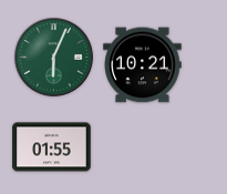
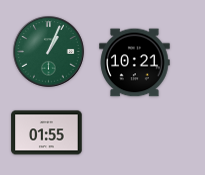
clock at (54, 58): 6:04 -> 1:04
clock at (143, 65) position: (143, 65) -> (135, 63)
